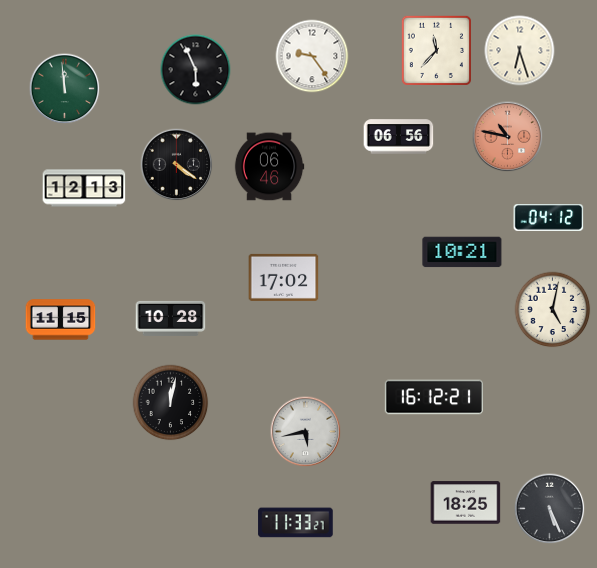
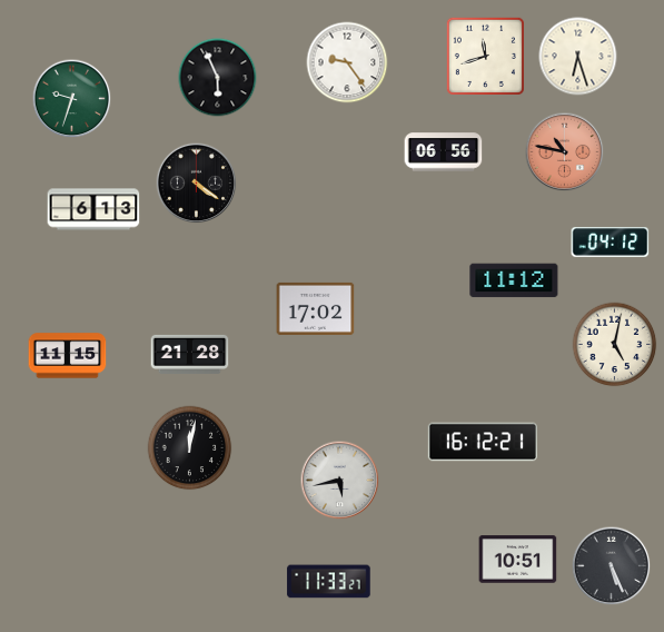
clock at (436, 50): 11:37 -> 11:42
clock at (65, 89): 11:59 -> 9:33
clock at (269, 167): 06:46 -> none
clock at (84, 188): 12:13 -> 6:13
clock at (462, 252): 10:21 -> 11:12
clock at (171, 318): 10:28 -> 21:28
clock at (466, 503): 18:25 -> 10:51
